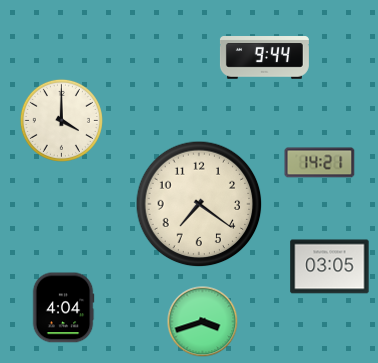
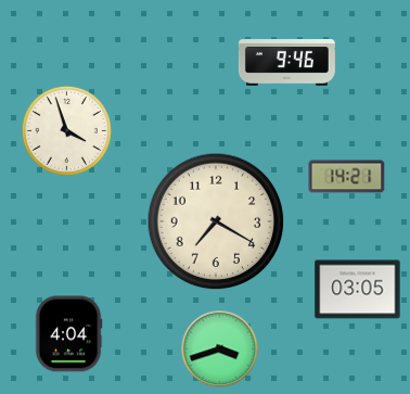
clock at (264, 58): 9:44 -> 9:46
clock at (61, 120): 4:00 -> 3:57
clock at (199, 204): 7:21 -> 7:20
